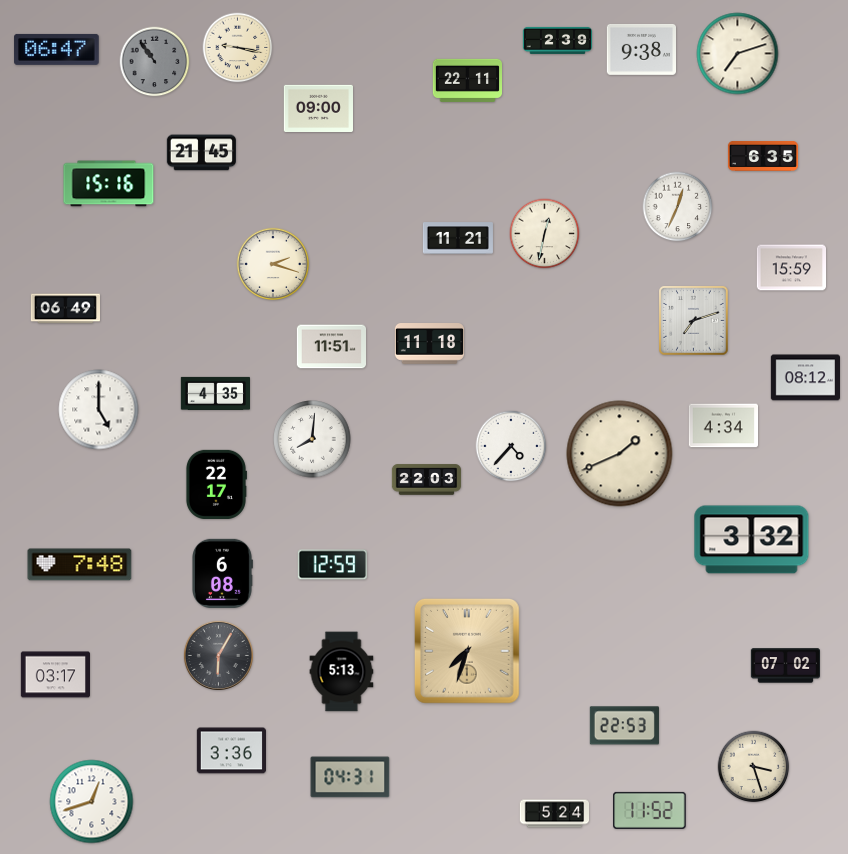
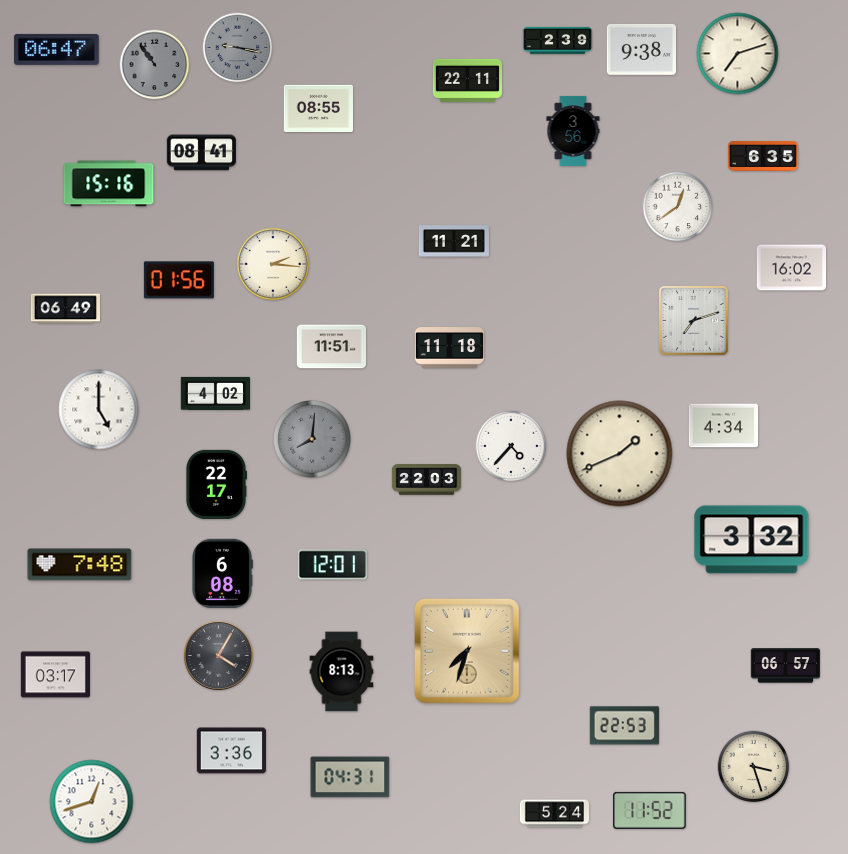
clock at (238, 48) dial: cream -> grey
clock at (155, 62) position: (155, 62) -> (155, 65)
clock at (318, 108): 09:00 -> 08:55
clock at (573, 131): none -> 3:56
clock at (201, 153): 21:45 -> 08:41
clock at (678, 207): 12:34 -> 12:39
clock at (545, 234): 12:32 -> none
clock at (458, 238) position: (458, 238) -> (454, 241)
clock at (273, 264): 2:18 -> 2:16
clock at (791, 268): 15:59 -> 16:02
clock at (179, 280): none -> 01:56
clock at (429, 344) position: (429, 344) -> (449, 348)
clock at (805, 378): 08:12 -> none
clock at (216, 393): 4:35 -> 4:02
clock at (312, 439) dial: white -> grey
clock at (332, 565): 12:59 -> 12:01
clock at (218, 655): 6:05 -> 4:05
clock at (785, 666): 07:02 -> 06:57
clock at (342, 672): 5:13 -> 8:13
